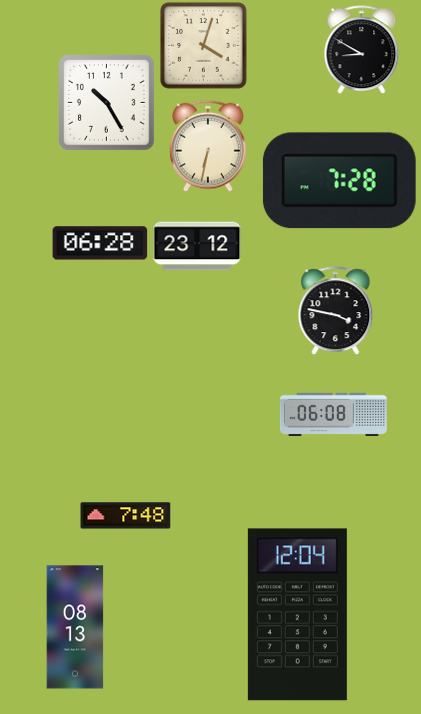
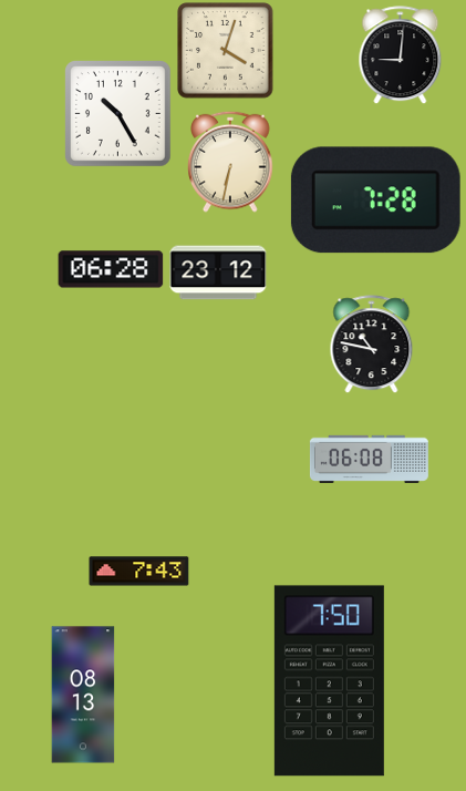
clock at (362, 50): 8:50 -> 9:01
clock at (336, 311): 3:47 -> 10:47
clock at (126, 516): 7:48 -> 7:43
clock at (297, 615): 12:04 -> 7:50
